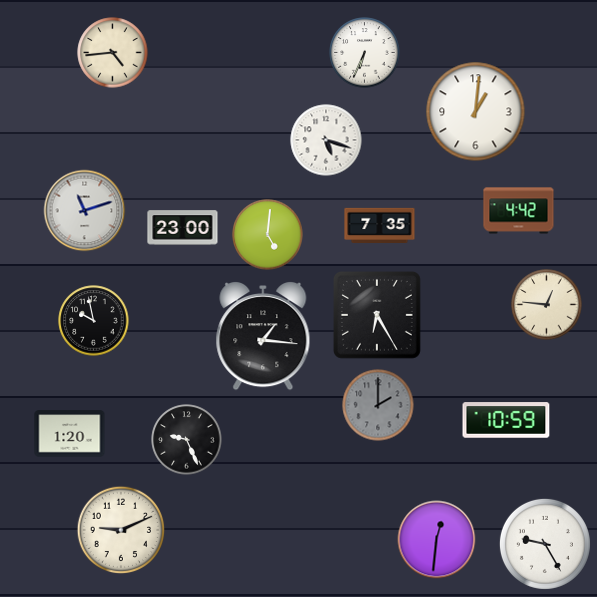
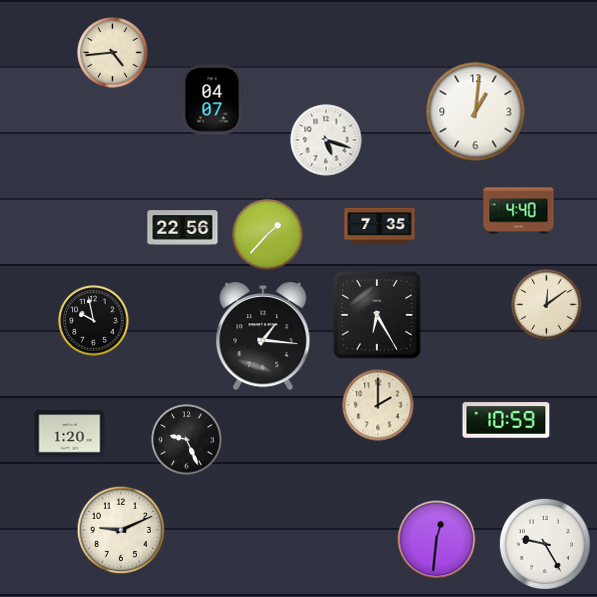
clock at (365, 53): 6:34 -> none
clock at (212, 100): none -> 04:07
clock at (85, 211): 11:12 -> none
clock at (519, 211): 4:42 -> 4:40
clock at (183, 228): 23:00 -> 22:56
clock at (268, 235): 5:01 -> 1:37
clock at (547, 305): 12:46 -> 12:09
clock at (378, 405) dial: grey -> cream
